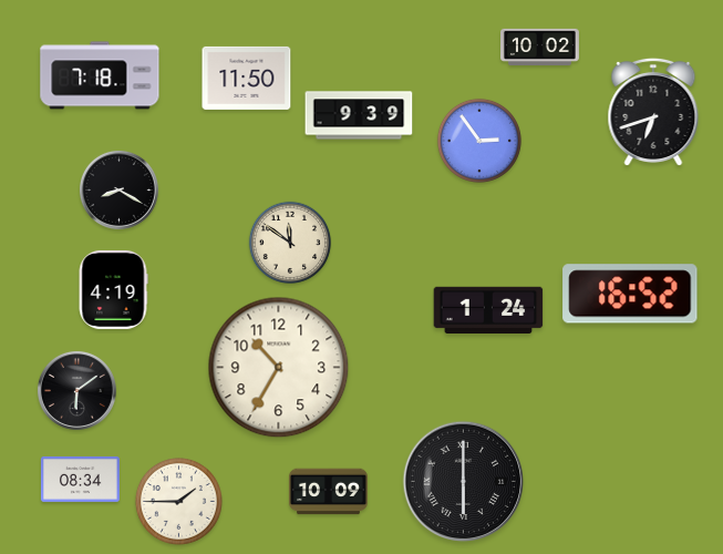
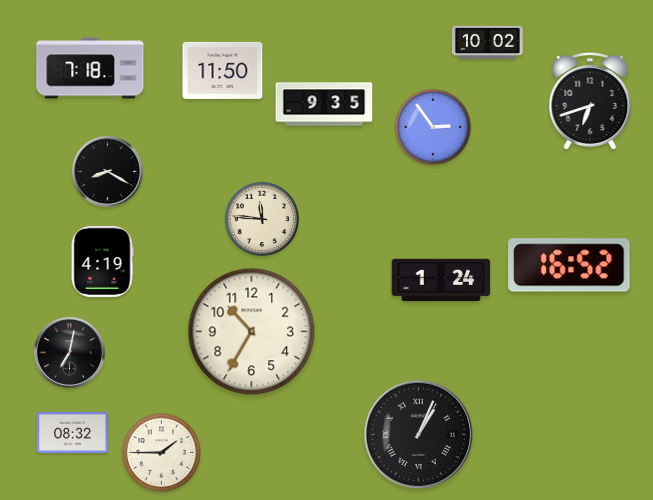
clock at (359, 115): 9:39 -> 9:35
clock at (289, 242): 11:51 -> 11:46
clock at (76, 390): 6:09 -> 7:02
clock at (80, 479): 08:34 -> 08:32
clock at (464, 482): 6:00 -> 1:04
clock at (328, 492): 10:09 -> none
